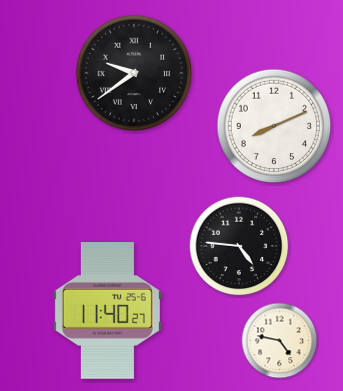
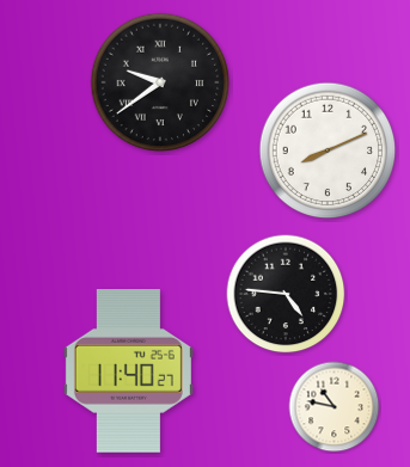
clock at (134, 73) position: (134, 73) -> (160, 82)
clock at (280, 341): 4:47 -> 10:47
